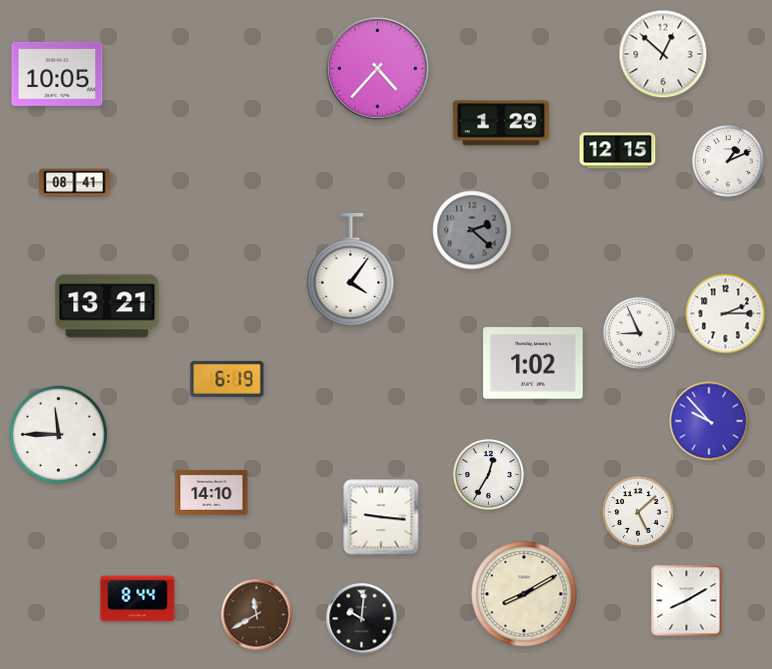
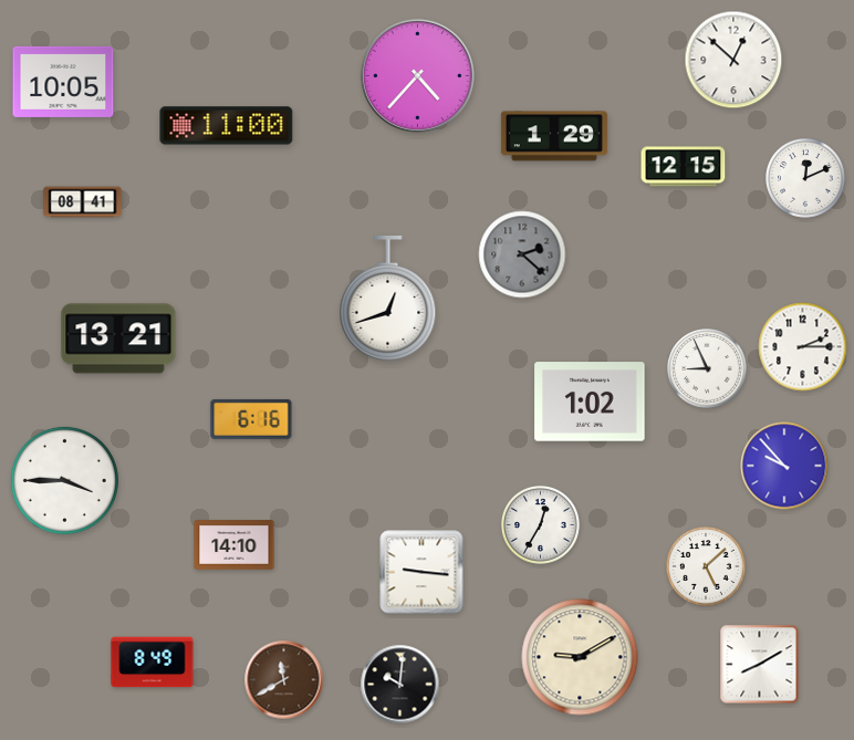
clock at (227, 126): none -> 11:00
clock at (728, 161): 1:11 -> 12:11
clock at (351, 270): 4:06 -> 12:42
clock at (227, 379): 6:19 -> 6:16
clock at (58, 434): 11:45 -> 3:45
clock at (524, 594): 8:10 -> 9:10
clock at (138, 599): 8:44 -> 8:49
